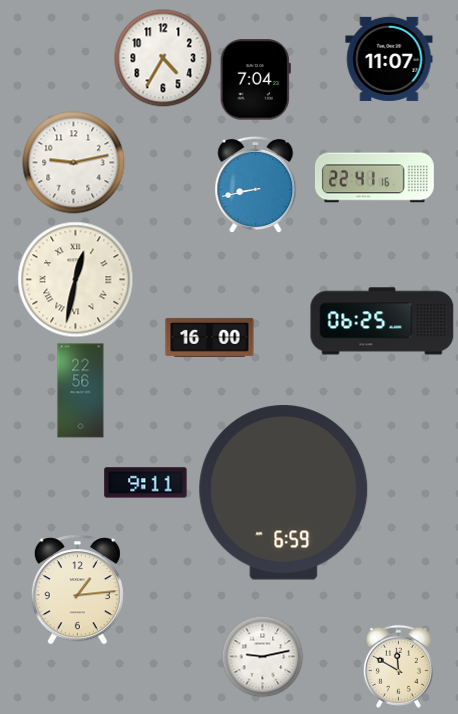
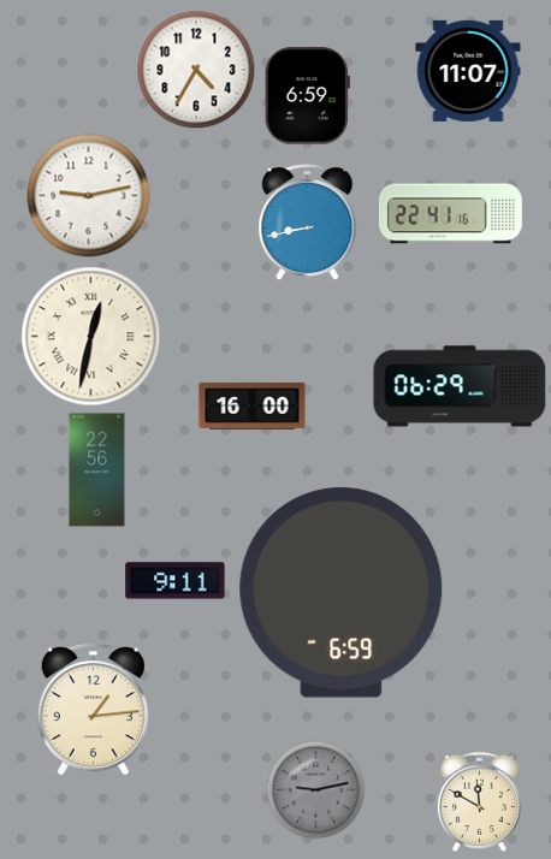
clock at (255, 80): 7:04 -> 6:59
clock at (382, 321): 06:25 -> 06:29
clock at (262, 656) dial: white -> grey
